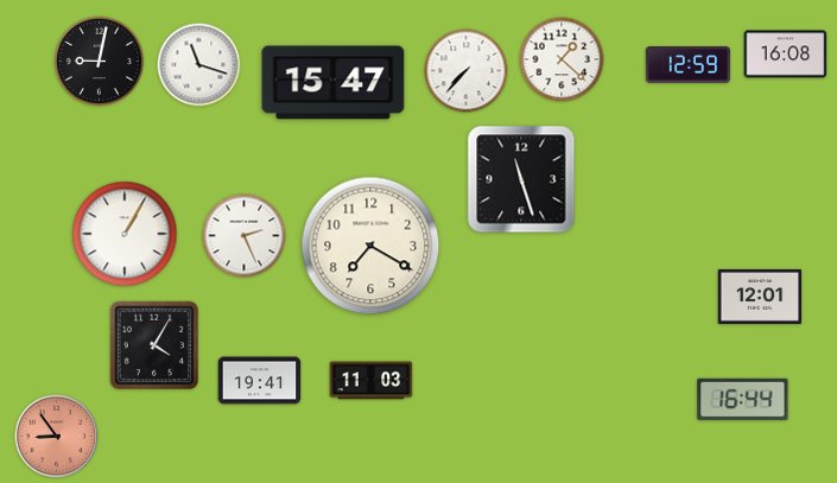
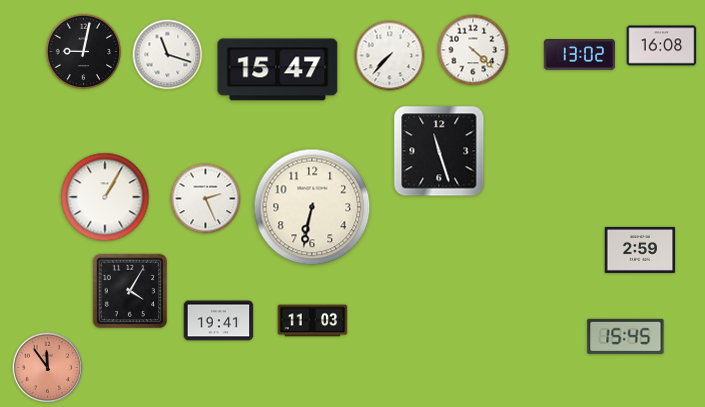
clock at (562, 59): 1:22 -> 4:22
clock at (687, 65): 12:59 -> 13:02
clock at (467, 71) position: (467, 71) -> (390, 56)
clock at (334, 83) position: (334, 83) -> (278, 70)
clock at (370, 246): 7:20 -> 6:32
clock at (760, 297): 12:01 -> 2:59
clock at (743, 399): 16:44 -> 15:45
clock at (57, 437): 8:54 -> 11:54
